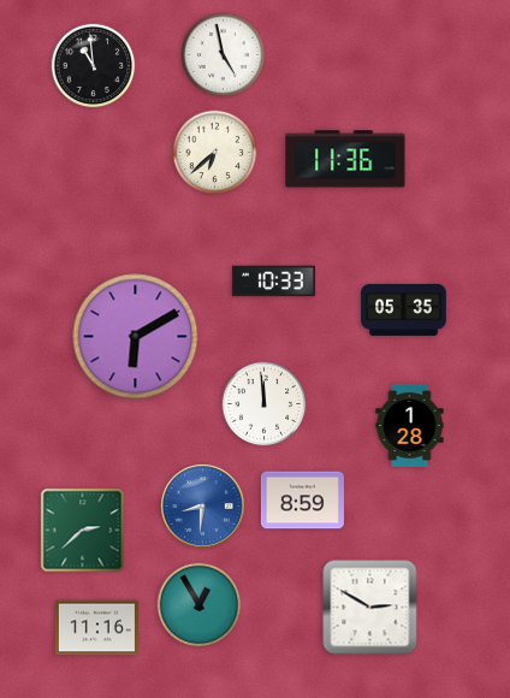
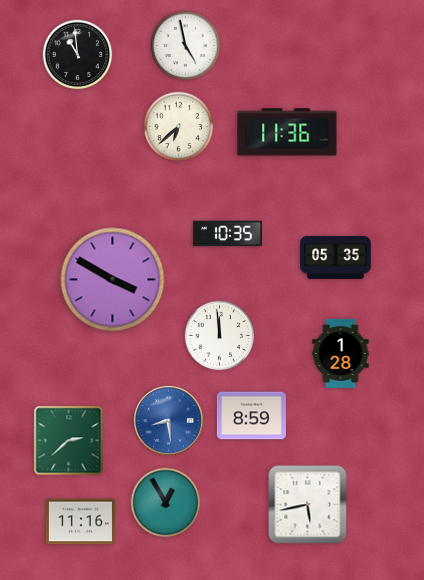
clock at (273, 282): 10:33 -> 10:35
clock at (136, 337): 6:10 -> 3:50
clock at (203, 507): 8:31 -> 8:29
clock at (370, 608): 2:50 -> 5:43
